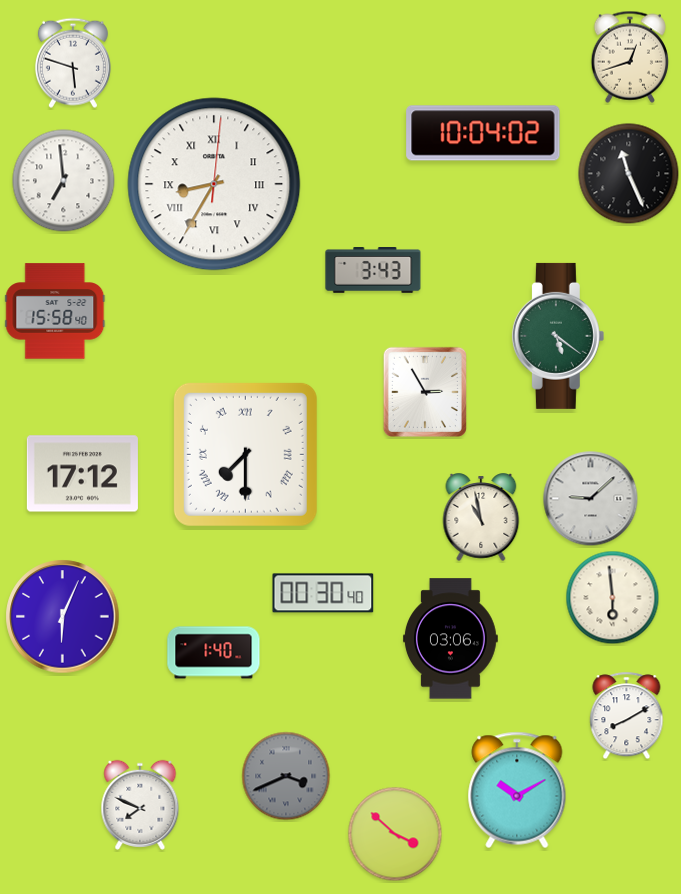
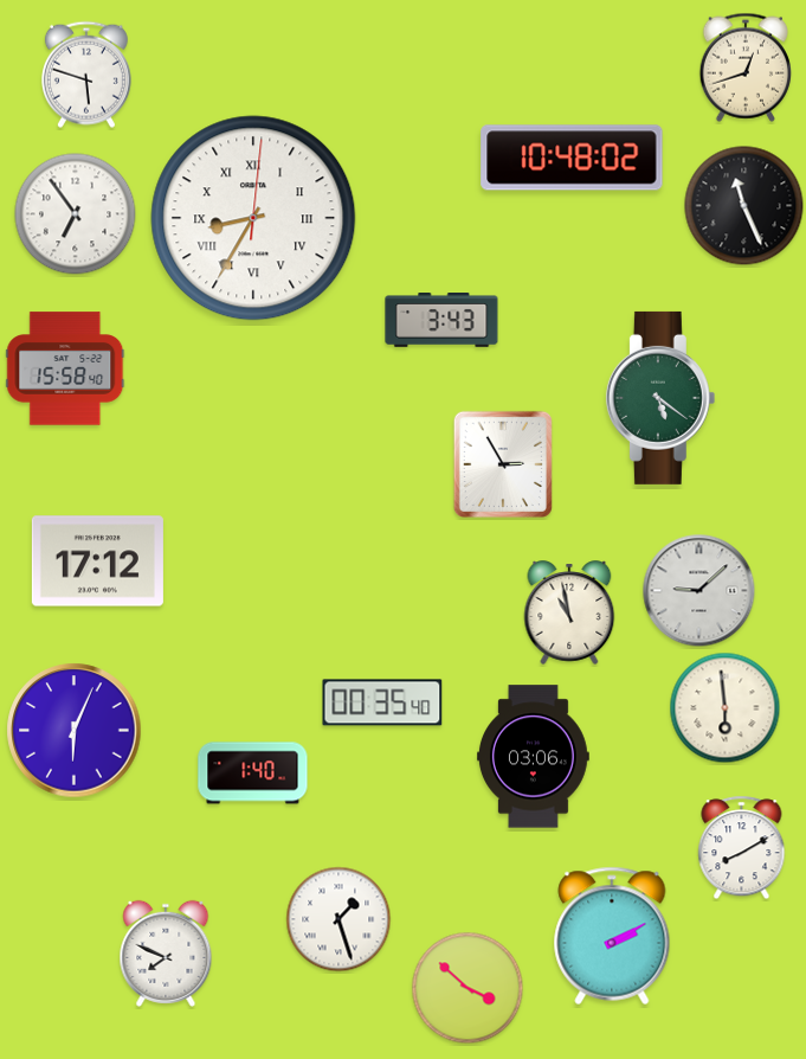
clock at (483, 133): 10:04 -> 10:48
clock at (64, 181): 6:59 -> 6:54
clock at (245, 454): 7:30 -> none
clock at (323, 593): 00:30 -> 00:35
clock at (286, 776): 3:41 -> 1:27
clock at (286, 776) dial: grey -> white
clock at (517, 790): 10:10 -> 2:10
